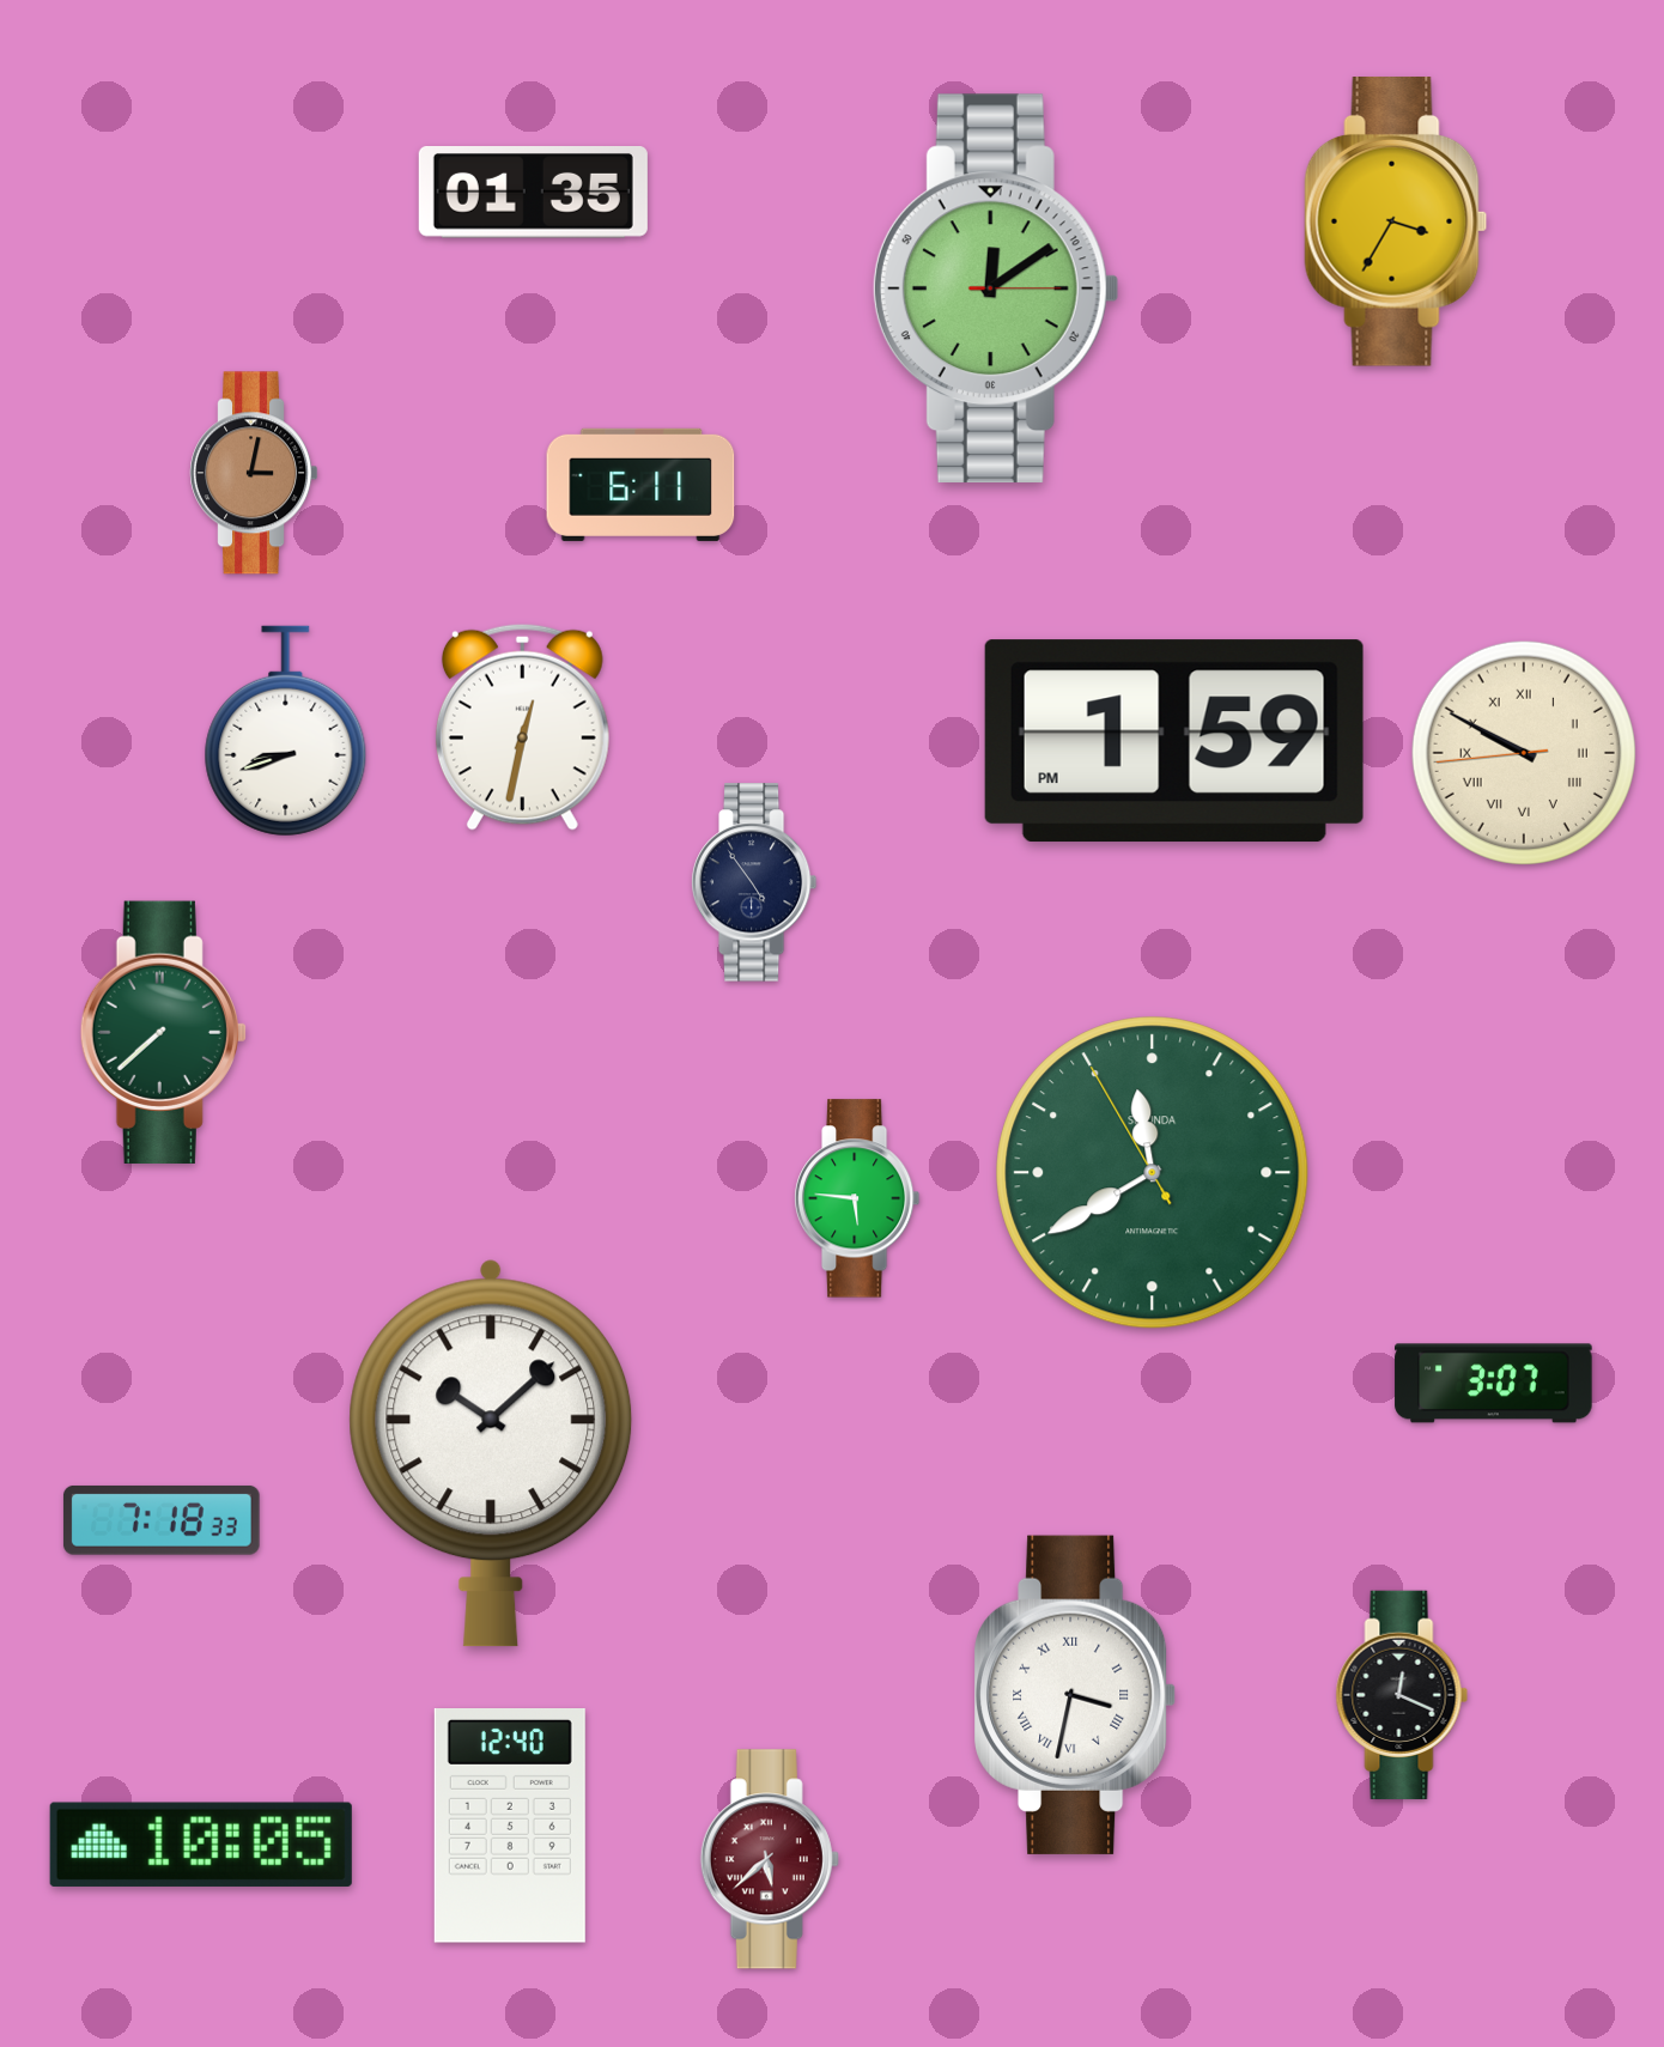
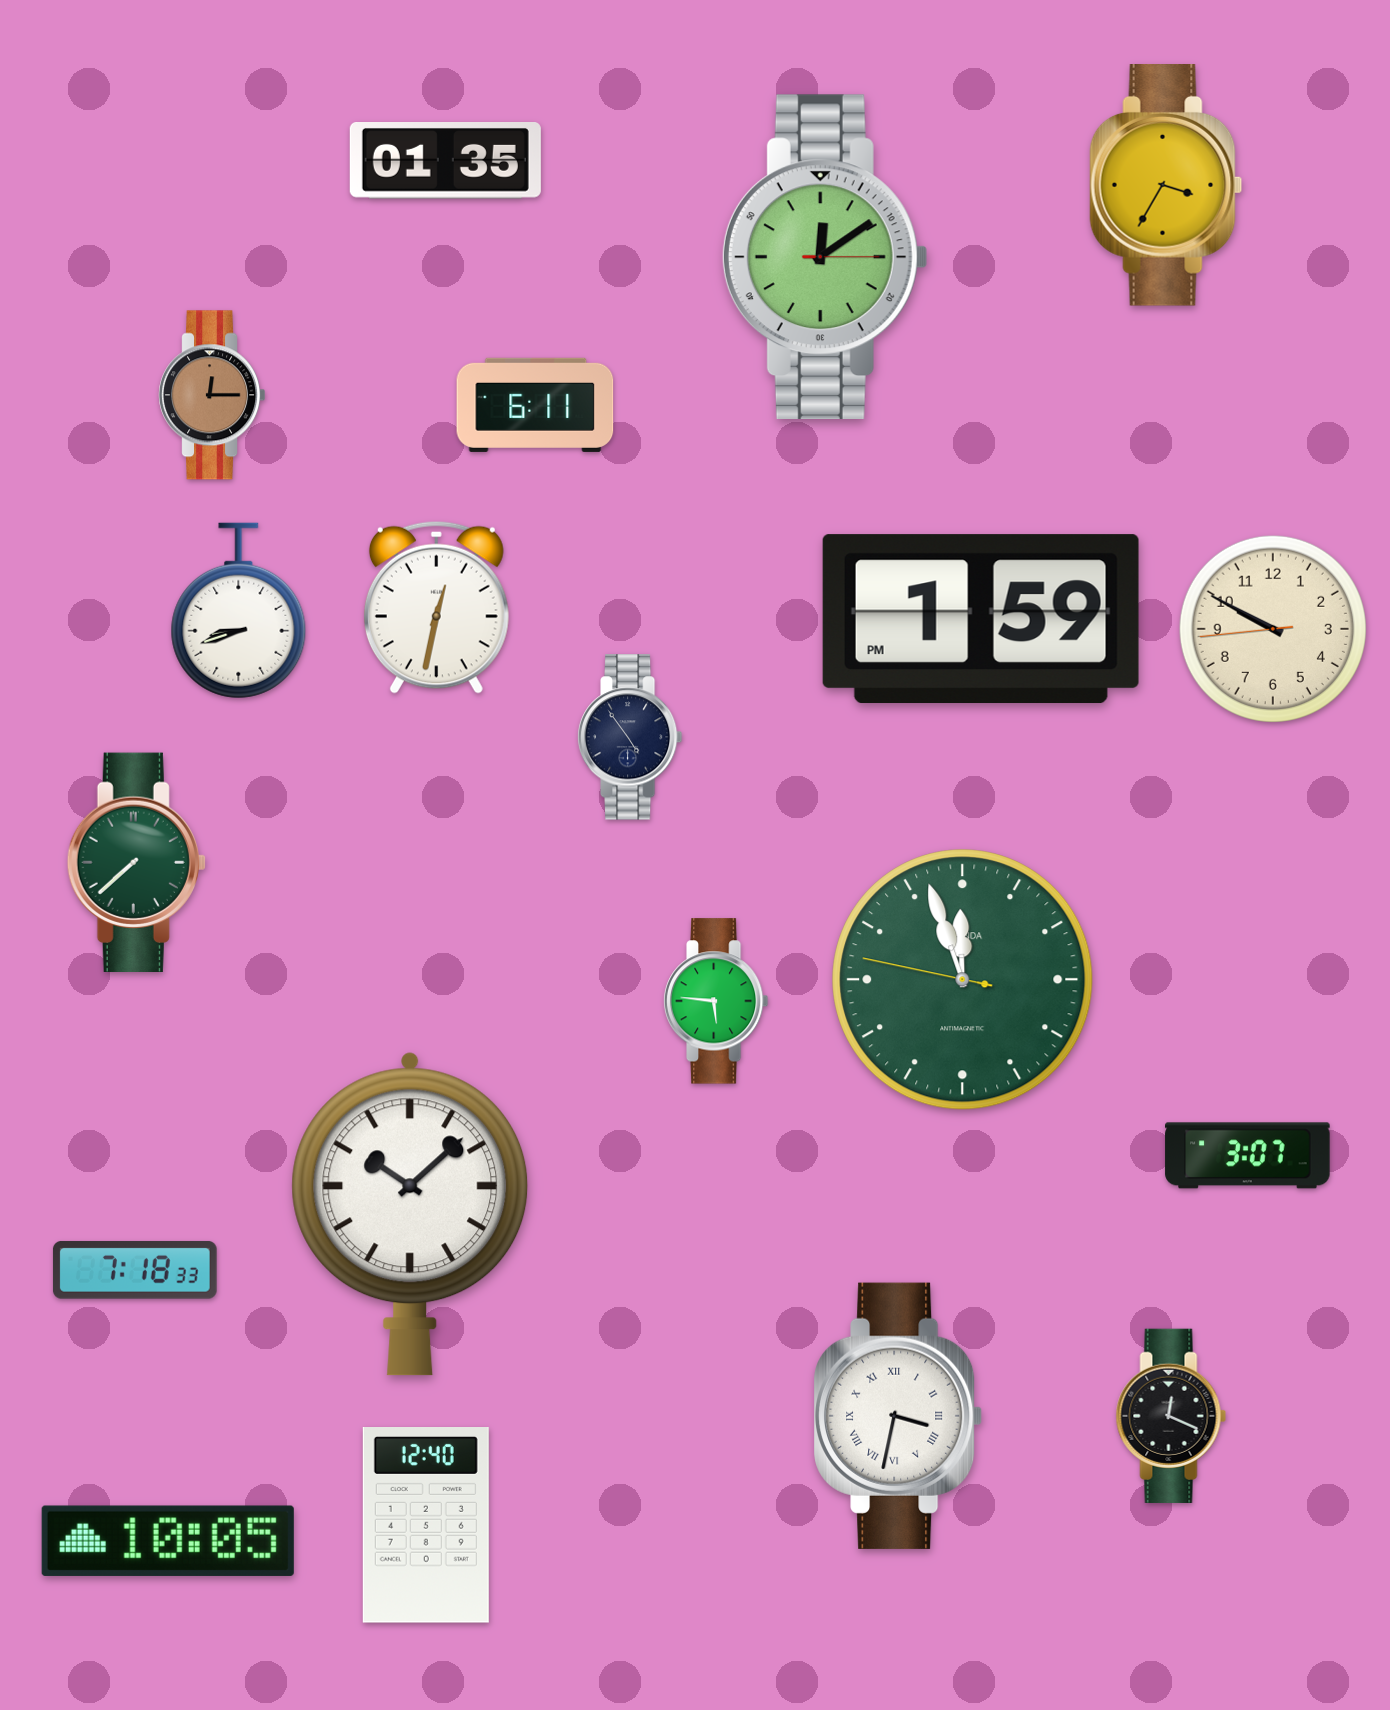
clock at (996, 288) position: (996, 288) -> (825, 257)
clock at (254, 473): 3:02 -> 12:15
clock at (1524, 753) numerals: Roman -> Arabic
clock at (1153, 1173): 11:39 -> 11:56
clock at (770, 1859): 5:38 -> none
